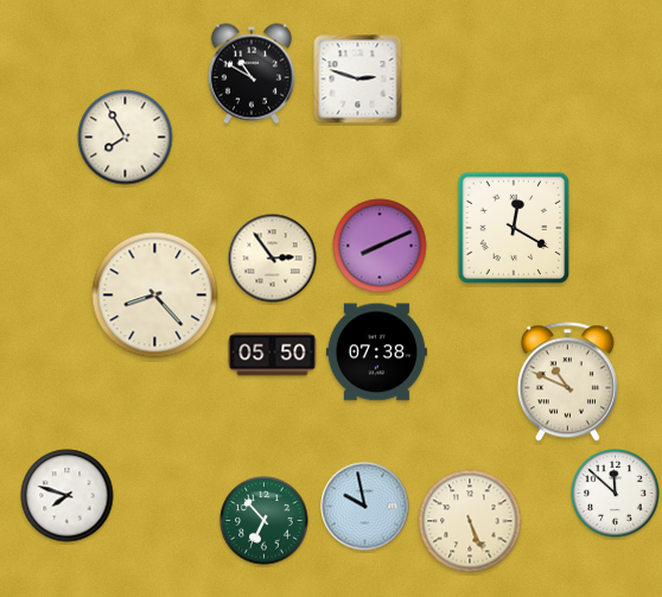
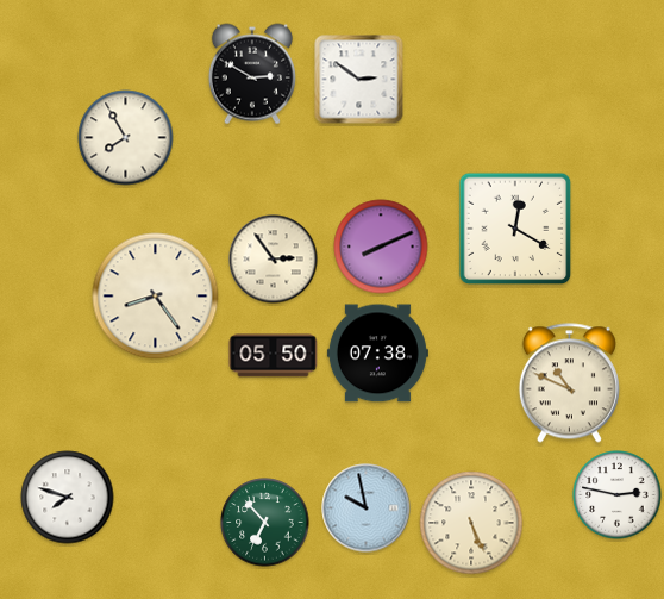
clock at (252, 74): 10:50 -> 2:50
clock at (358, 80): 2:48 -> 2:51
clock at (155, 296): 8:23 -> 8:24
clock at (616, 494): 11:52 -> 2:47
